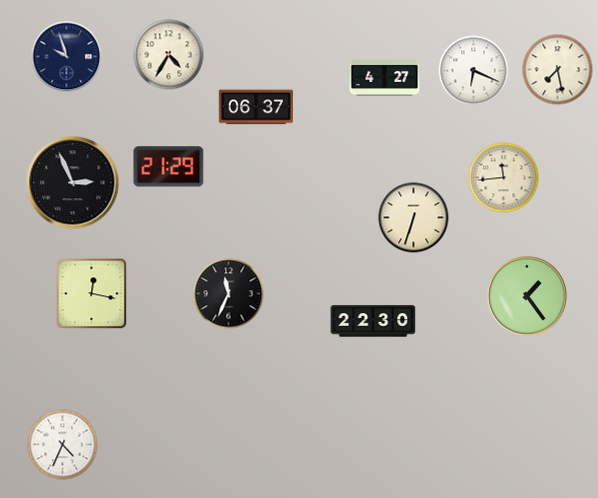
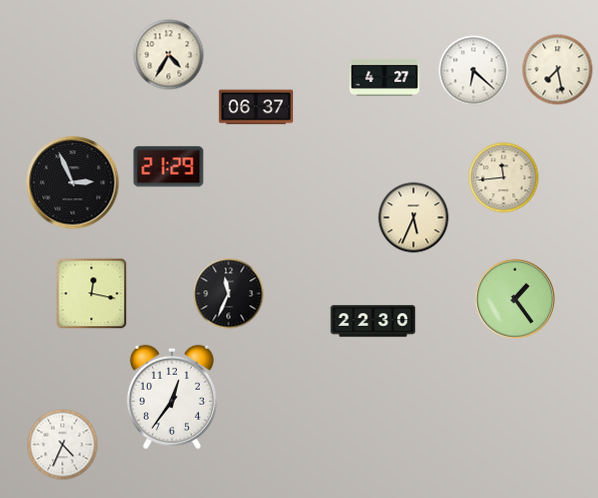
clock at (67, 57): 9:57 -> none
clock at (474, 71): 6:19 -> 6:22
clock at (414, 218): 6:33 -> 5:34
clock at (527, 296) position: (527, 296) -> (515, 299)
clock at (172, 397): none -> 12:36
